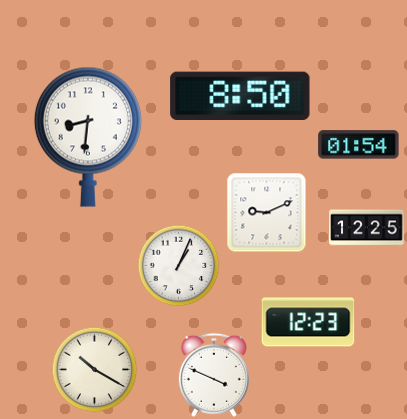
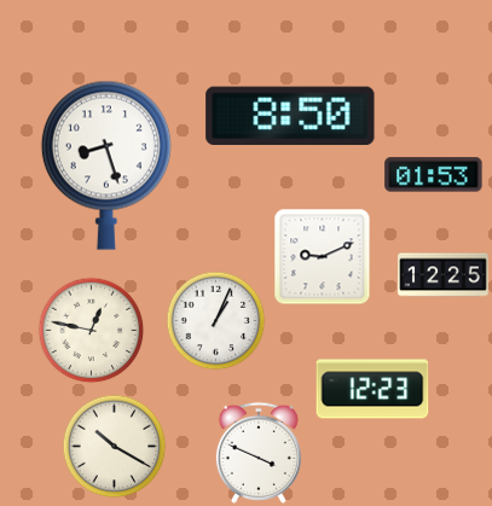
clock at (88, 137): 8:31 -> 8:27
clock at (359, 145): 01:54 -> 01:53
clock at (92, 331): none -> 12:47
